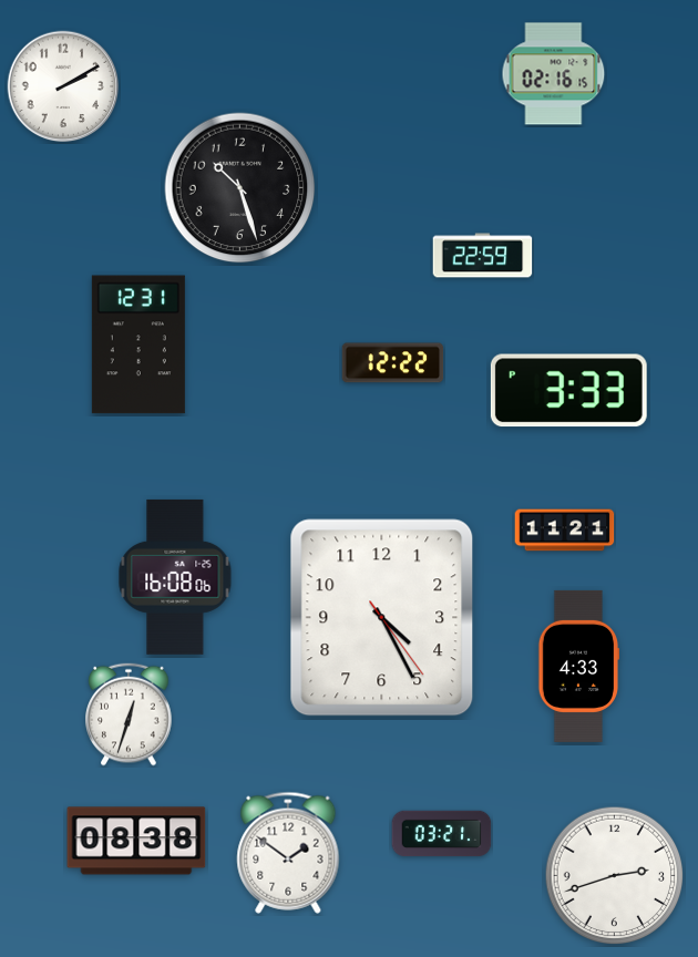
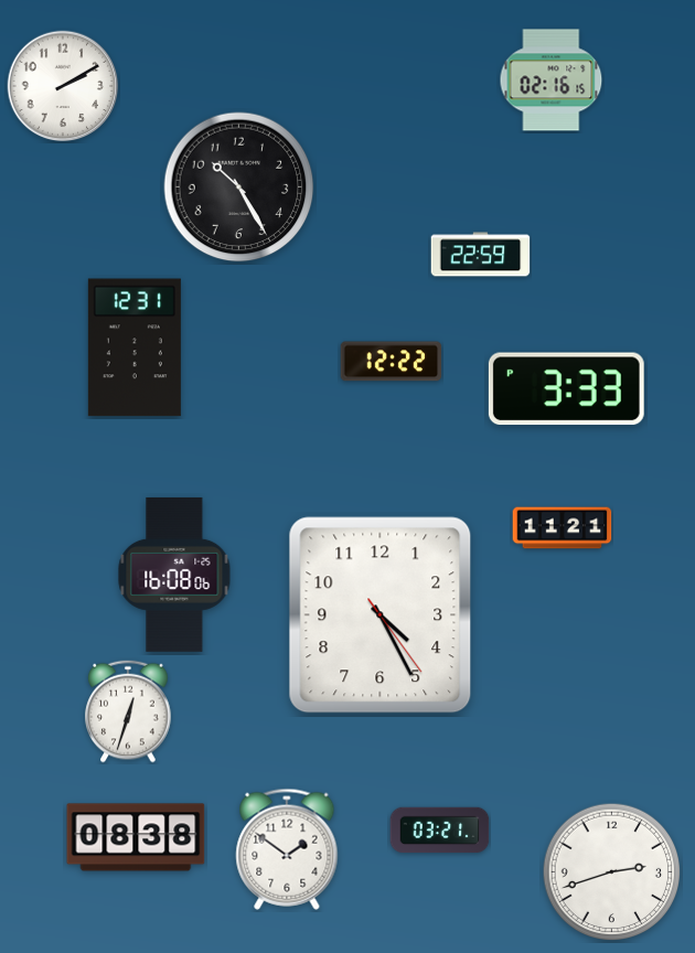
clock at (554, 74) position: (554, 74) -> (552, 81)
clock at (240, 188): 10:27 -> 10:25
clock at (138, 344) position: (138, 344) -> (135, 347)
clock at (578, 666): 4:33 -> none
